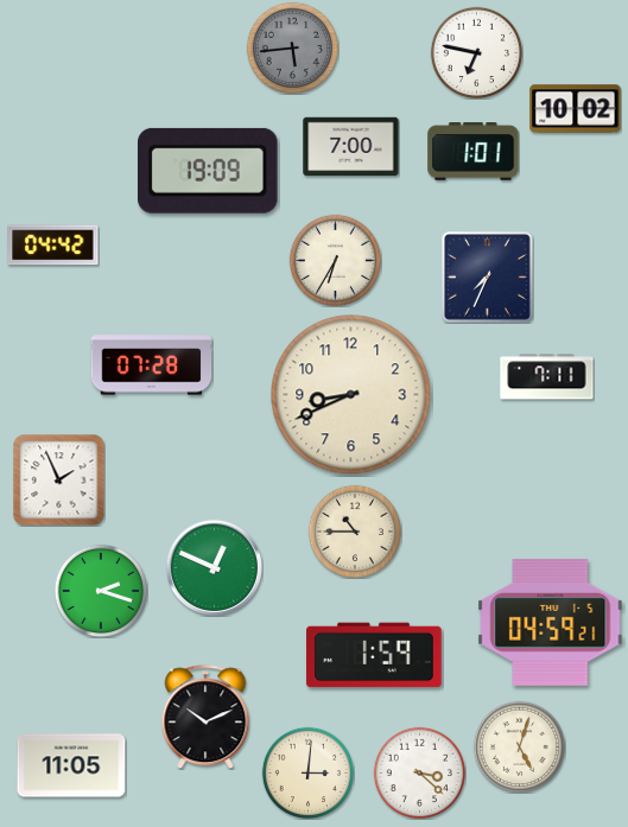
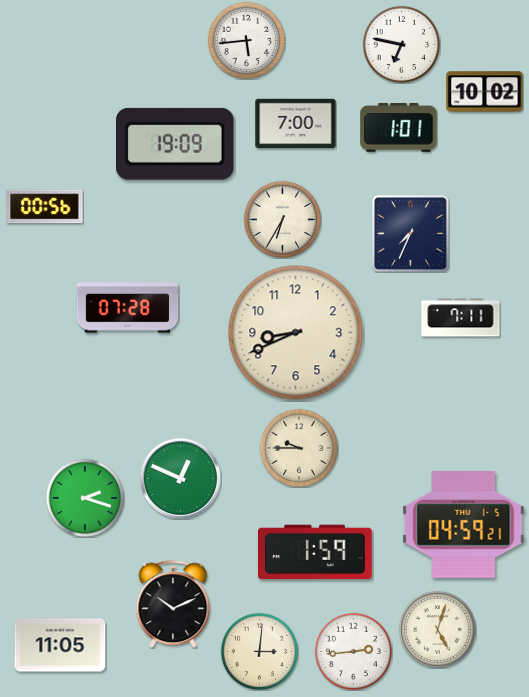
clock at (292, 47) dial: grey -> white
clock at (53, 246): 04:42 -> 00:56
clock at (58, 481): 1:56 -> none
clock at (355, 532): 10:45 -> 9:45
clock at (419, 772): 3:22 -> 2:44
